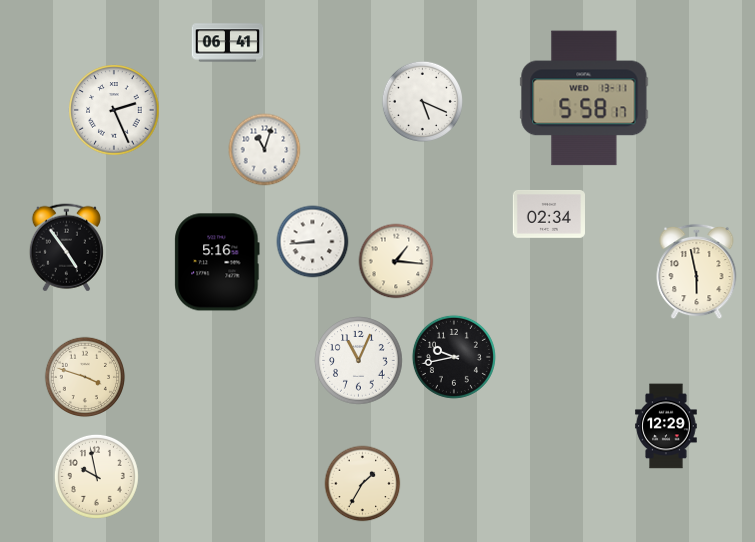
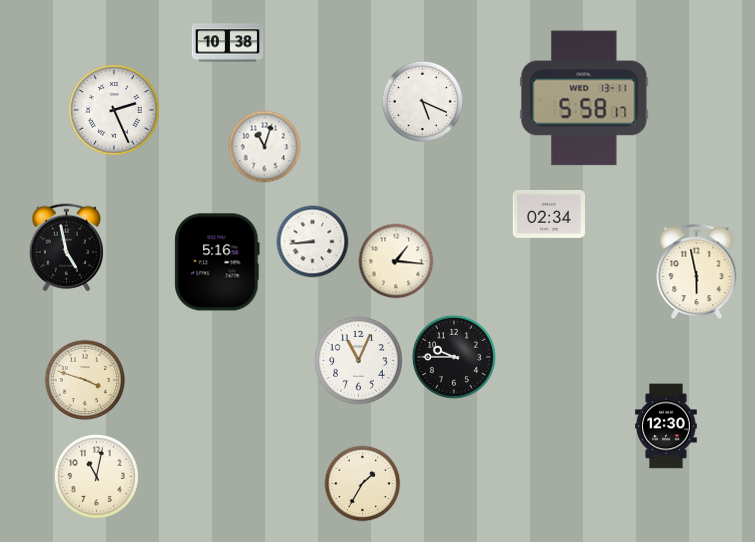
clock at (228, 43): 06:41 -> 10:38
clock at (265, 150) position: (265, 150) -> (265, 147)
clock at (66, 248): 4:54 -> 4:58
clock at (454, 357): 9:43 -> 9:45
clock at (85, 377) position: (85, 377) -> (85, 380)
clock at (666, 426): 12:29 -> 12:30
clock at (96, 476): 9:58 -> 11:02
